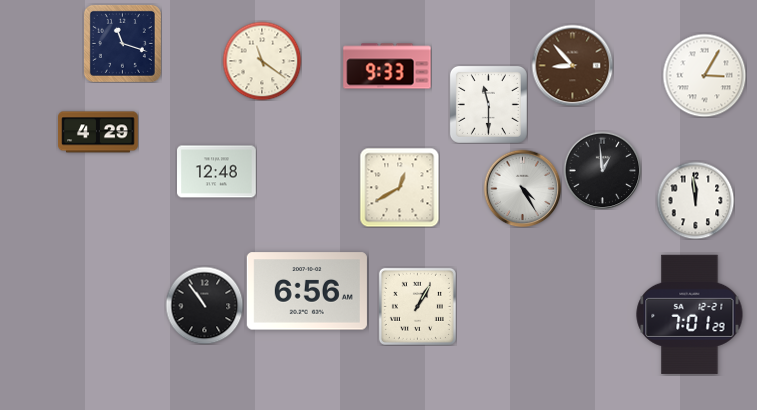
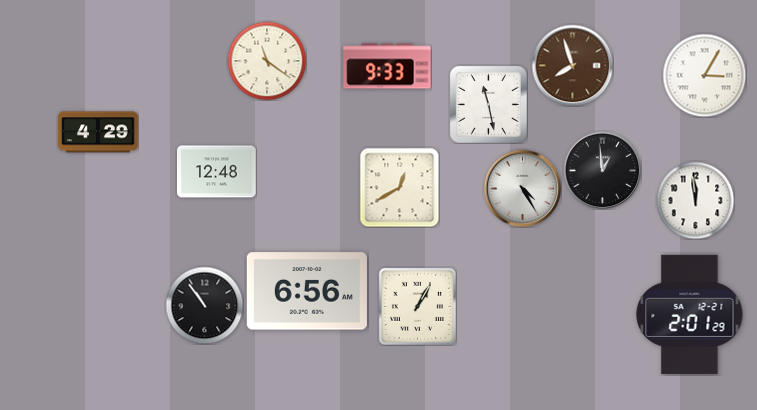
clock at (122, 43): 11:18 -> none
clock at (262, 61) position: (262, 61) -> (267, 61)
clock at (572, 65): 8:53 -> 7:57
clock at (488, 104): 11:30 -> 11:28
clock at (690, 314): 7:01 -> 2:01
